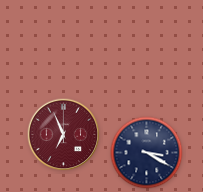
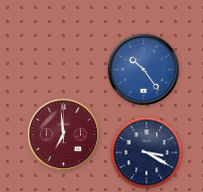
clock at (144, 70): none -> 10:24
clock at (64, 135): 6:56 -> 6:59
